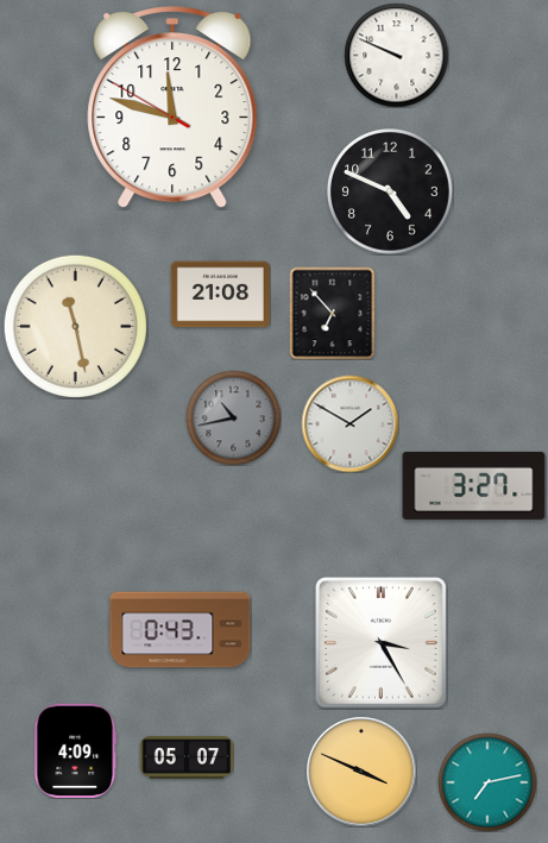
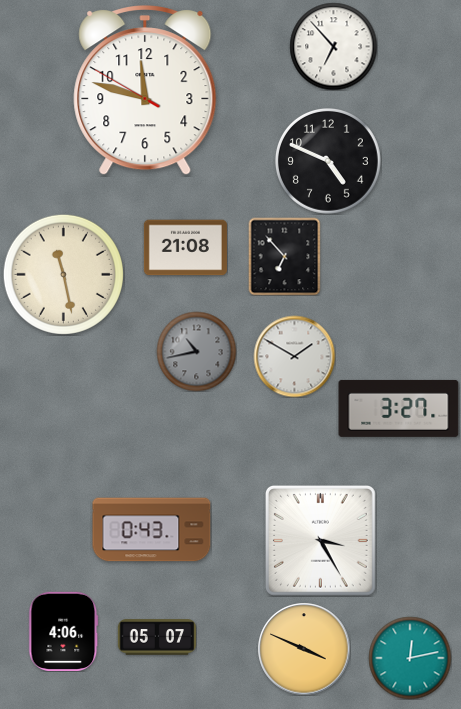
clock at (396, 55): 9:49 -> 6:53
clock at (333, 313) position: (333, 313) -> (285, 256)
clock at (76, 750): 4:09 -> 4:06
clock at (487, 782): 7:13 -> 12:13
